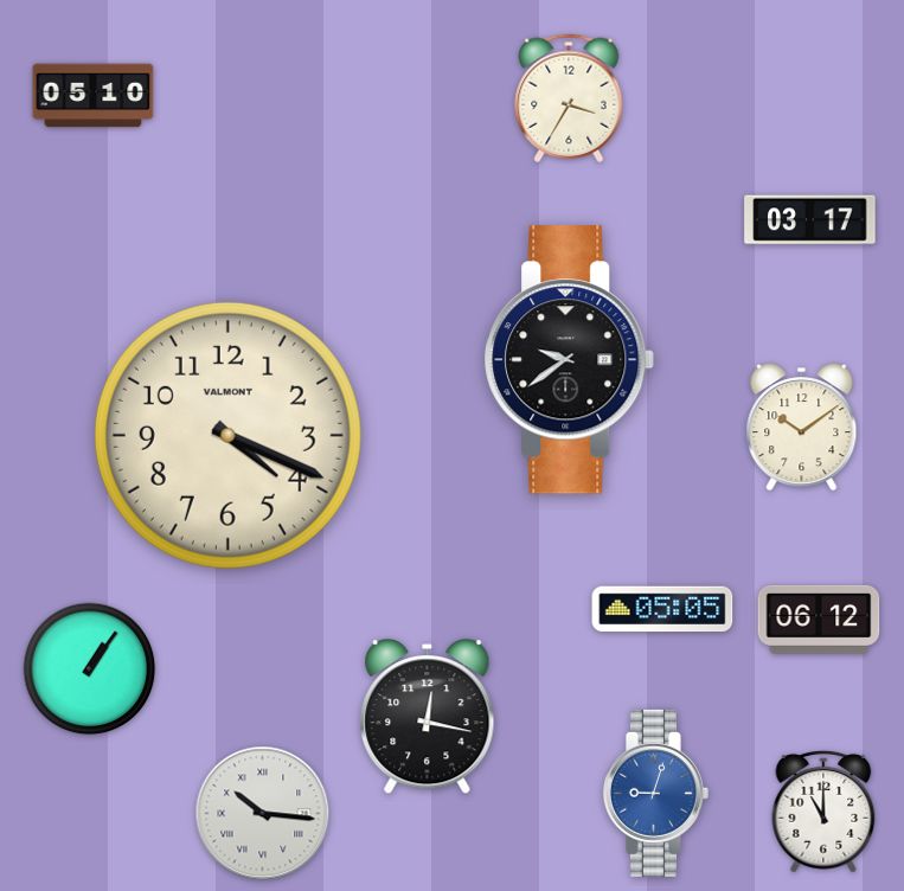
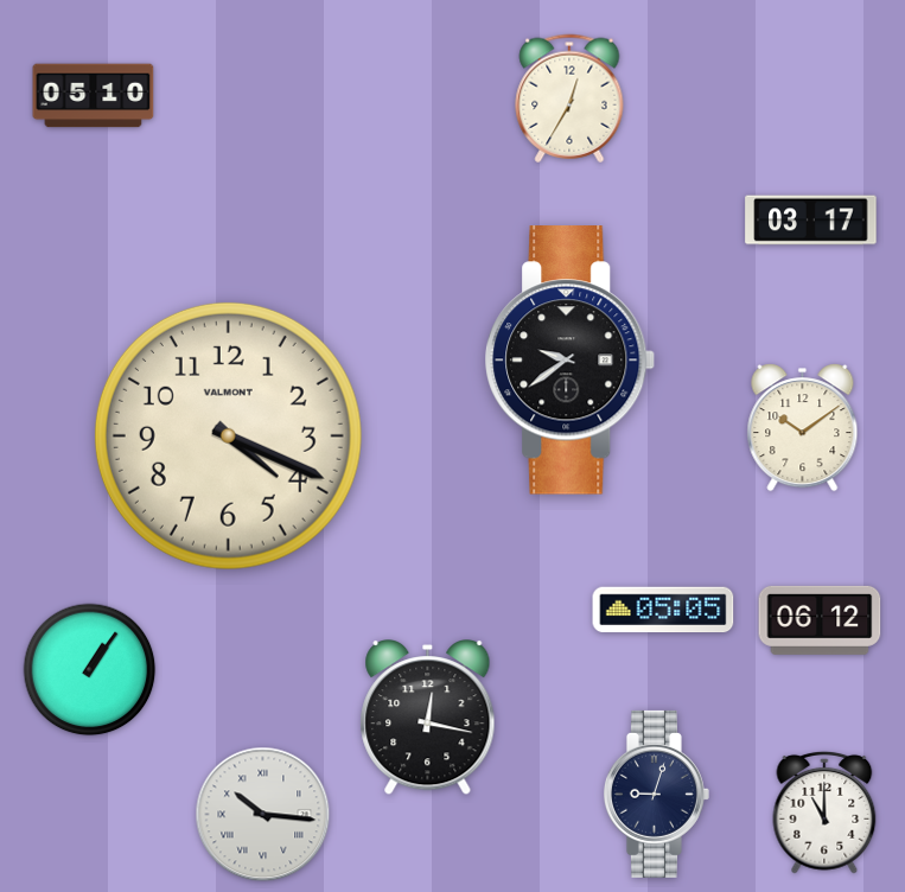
clock at (569, 98): 3:35 -> 12:35
clock at (655, 793) dial: blue -> navy
